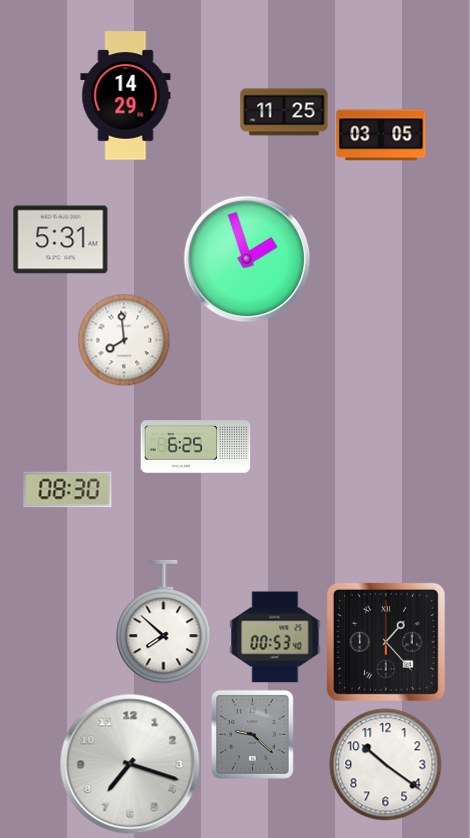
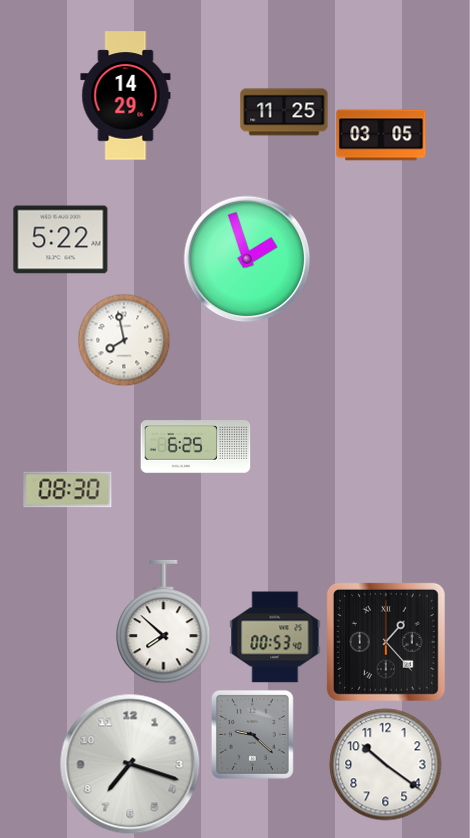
clock at (61, 240): 5:31 -> 5:22
clock at (124, 340): 7:59 -> 7:58
